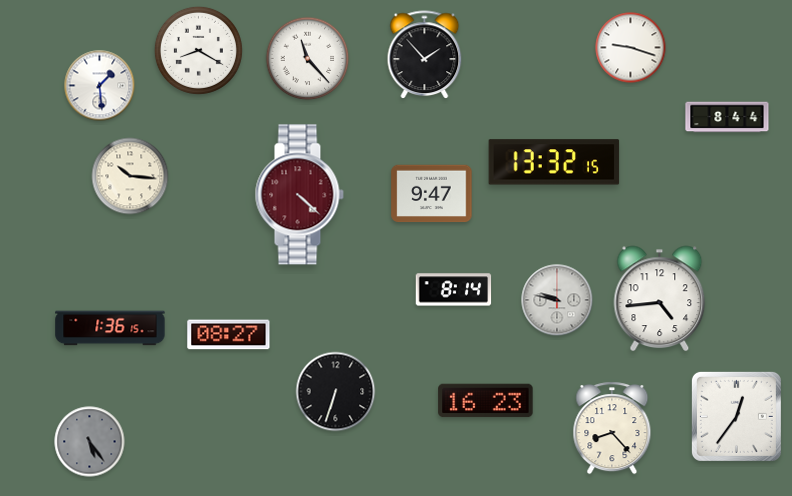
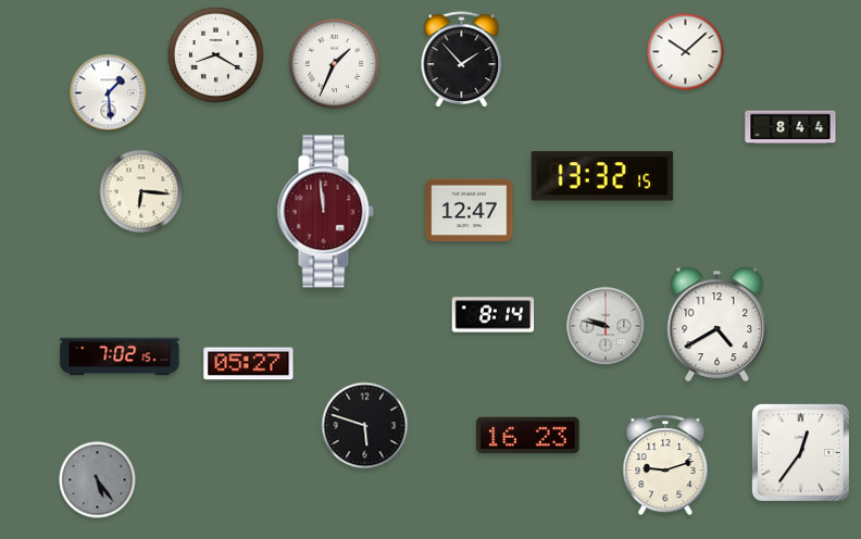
clock at (631, 48): 9:18 -> 10:08
clock at (308, 59): 11:23 -> 1:34
clock at (130, 176): 10:16 -> 6:16
clock at (432, 194): 9:47 -> 12:47
clock at (299, 195): 4:22 -> 11:59
clock at (660, 299): 4:44 -> 4:40
clock at (110, 328): 1:36 -> 7:02
clock at (229, 335): 08:27 -> 05:27
clock at (336, 392): 6:33 -> 5:48
clock at (612, 428): 8:23 -> 9:12
